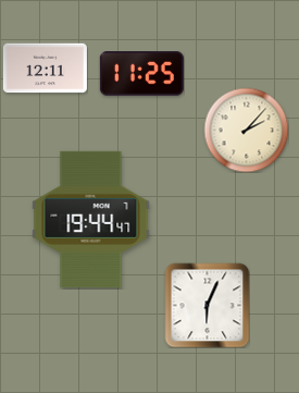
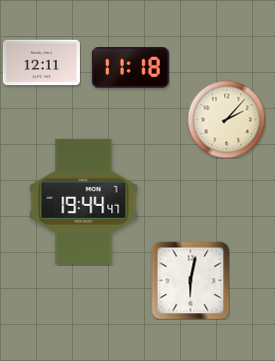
clock at (141, 74): 11:25 -> 11:18
clock at (207, 305): 6:04 -> 6:02
